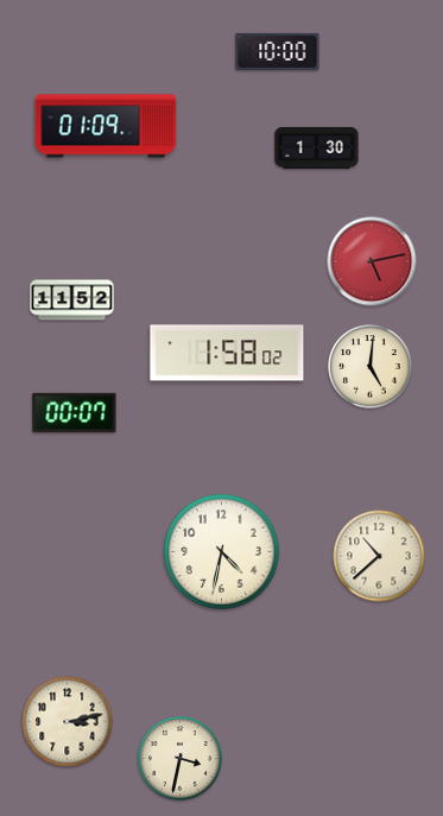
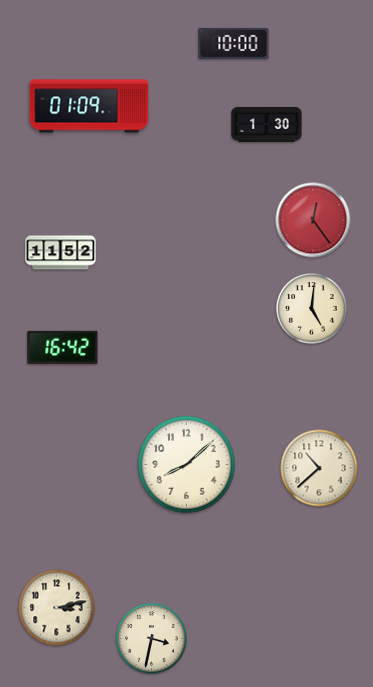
clock at (372, 261): 5:13 -> 12:24
clock at (227, 353): 1:58 -> none
clock at (75, 412): 00:07 -> 16:42
clock at (222, 552): 4:32 -> 8:08
